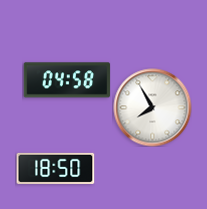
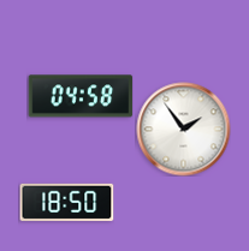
clock at (152, 107): 7:55 -> 1:54
